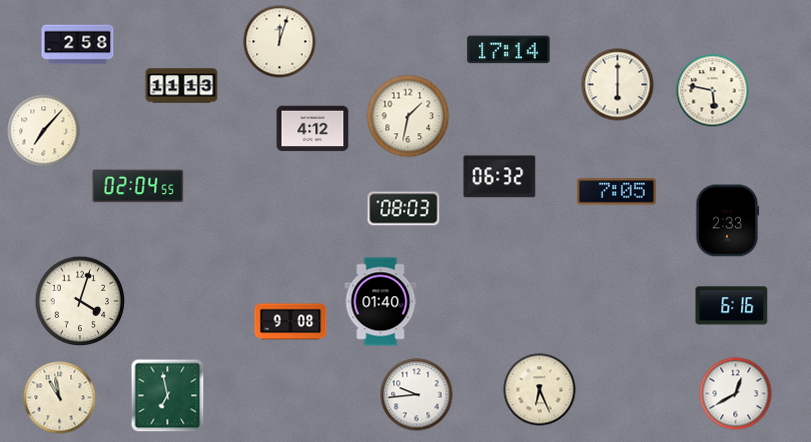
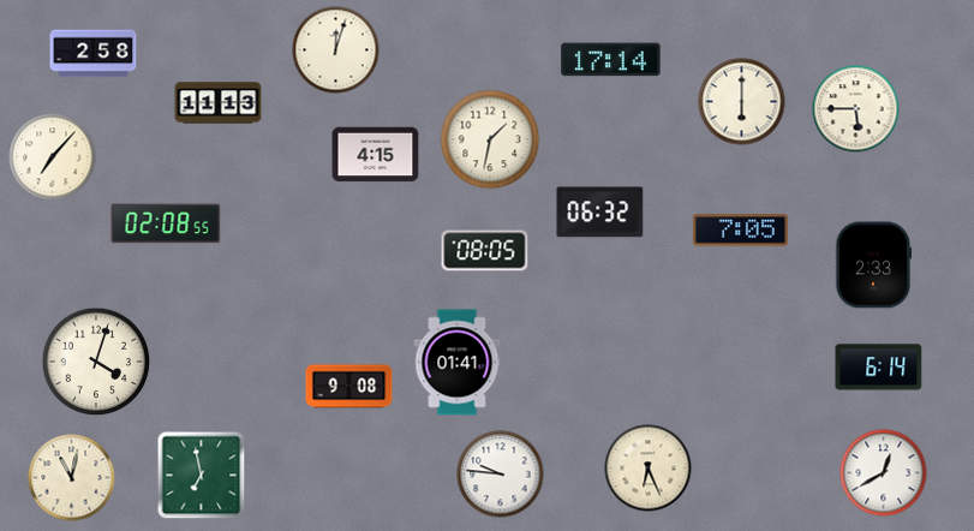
clock at (713, 91): 5:47 -> 5:45
clock at (313, 129): 4:12 -> 4:15
clock at (138, 186): 02:04 -> 02:08
clock at (404, 209): 08:03 -> 08:05
clock at (381, 302): 01:40 -> 01:41
clock at (732, 306): 6:16 -> 6:14
clock at (417, 395): 9:44 -> 9:46
clock at (60, 398): 10:58 -> 11:02
